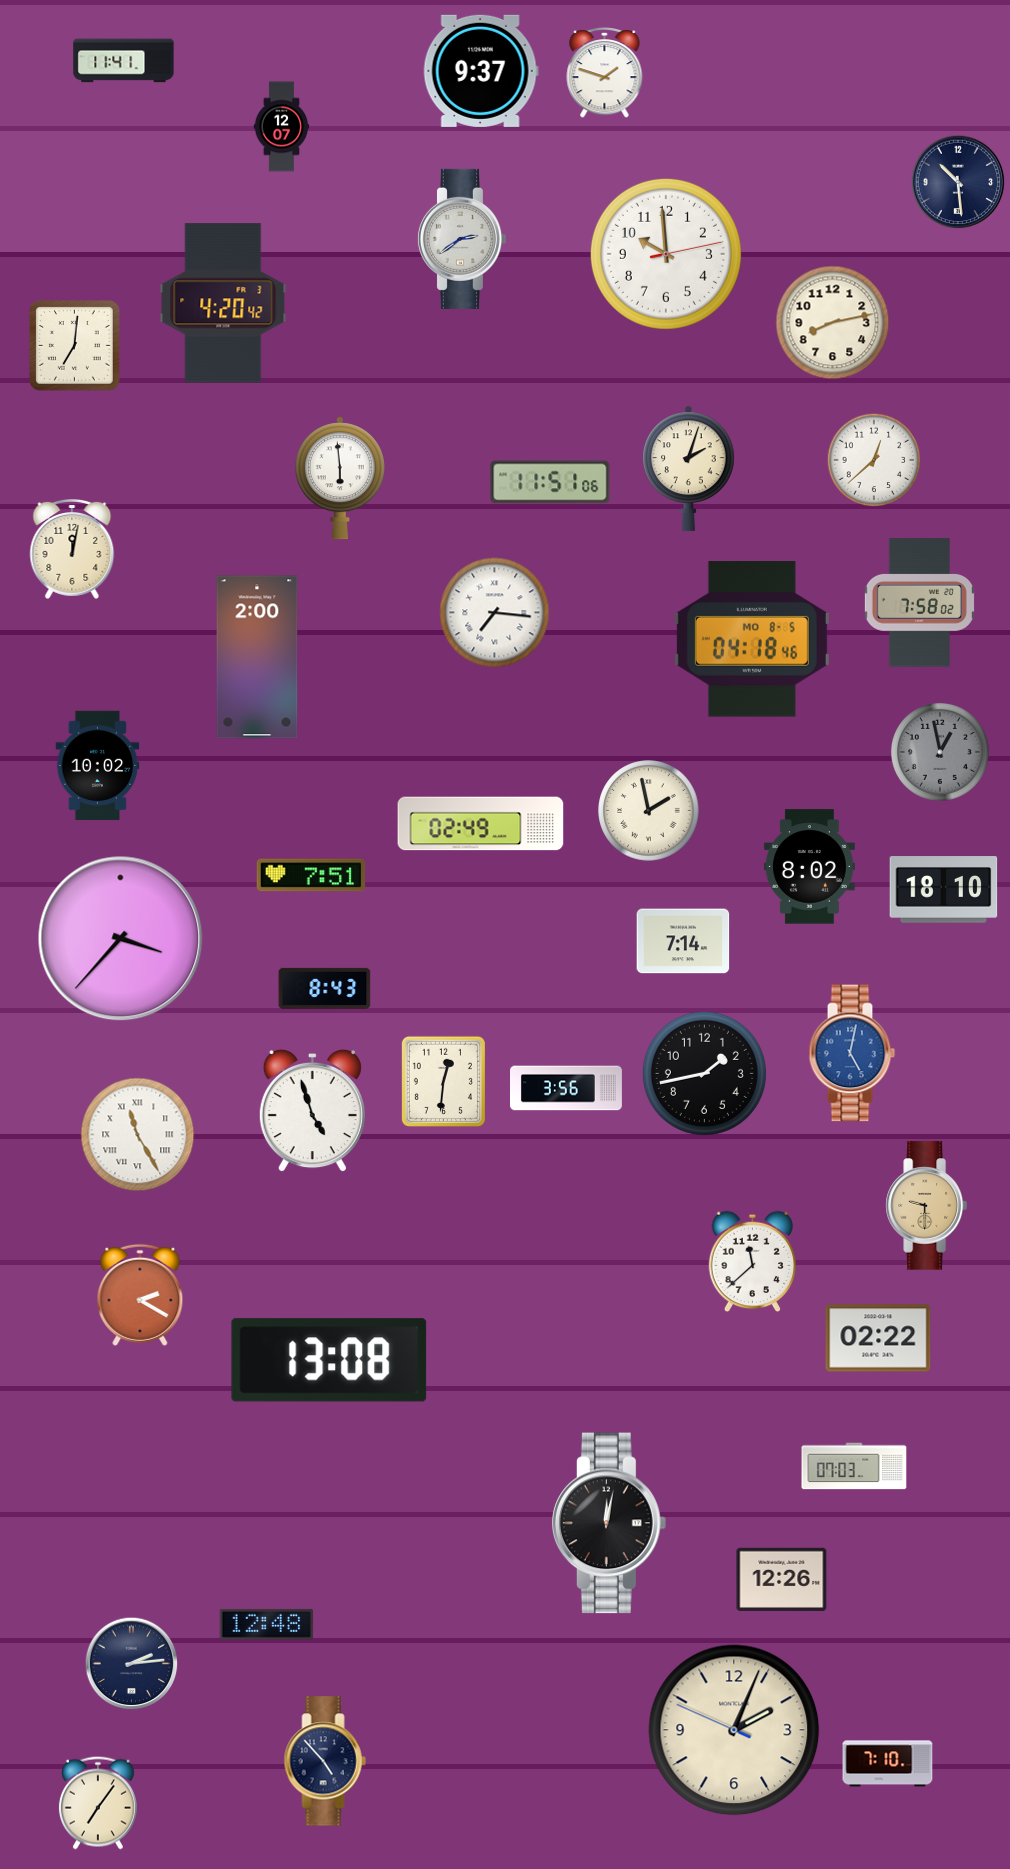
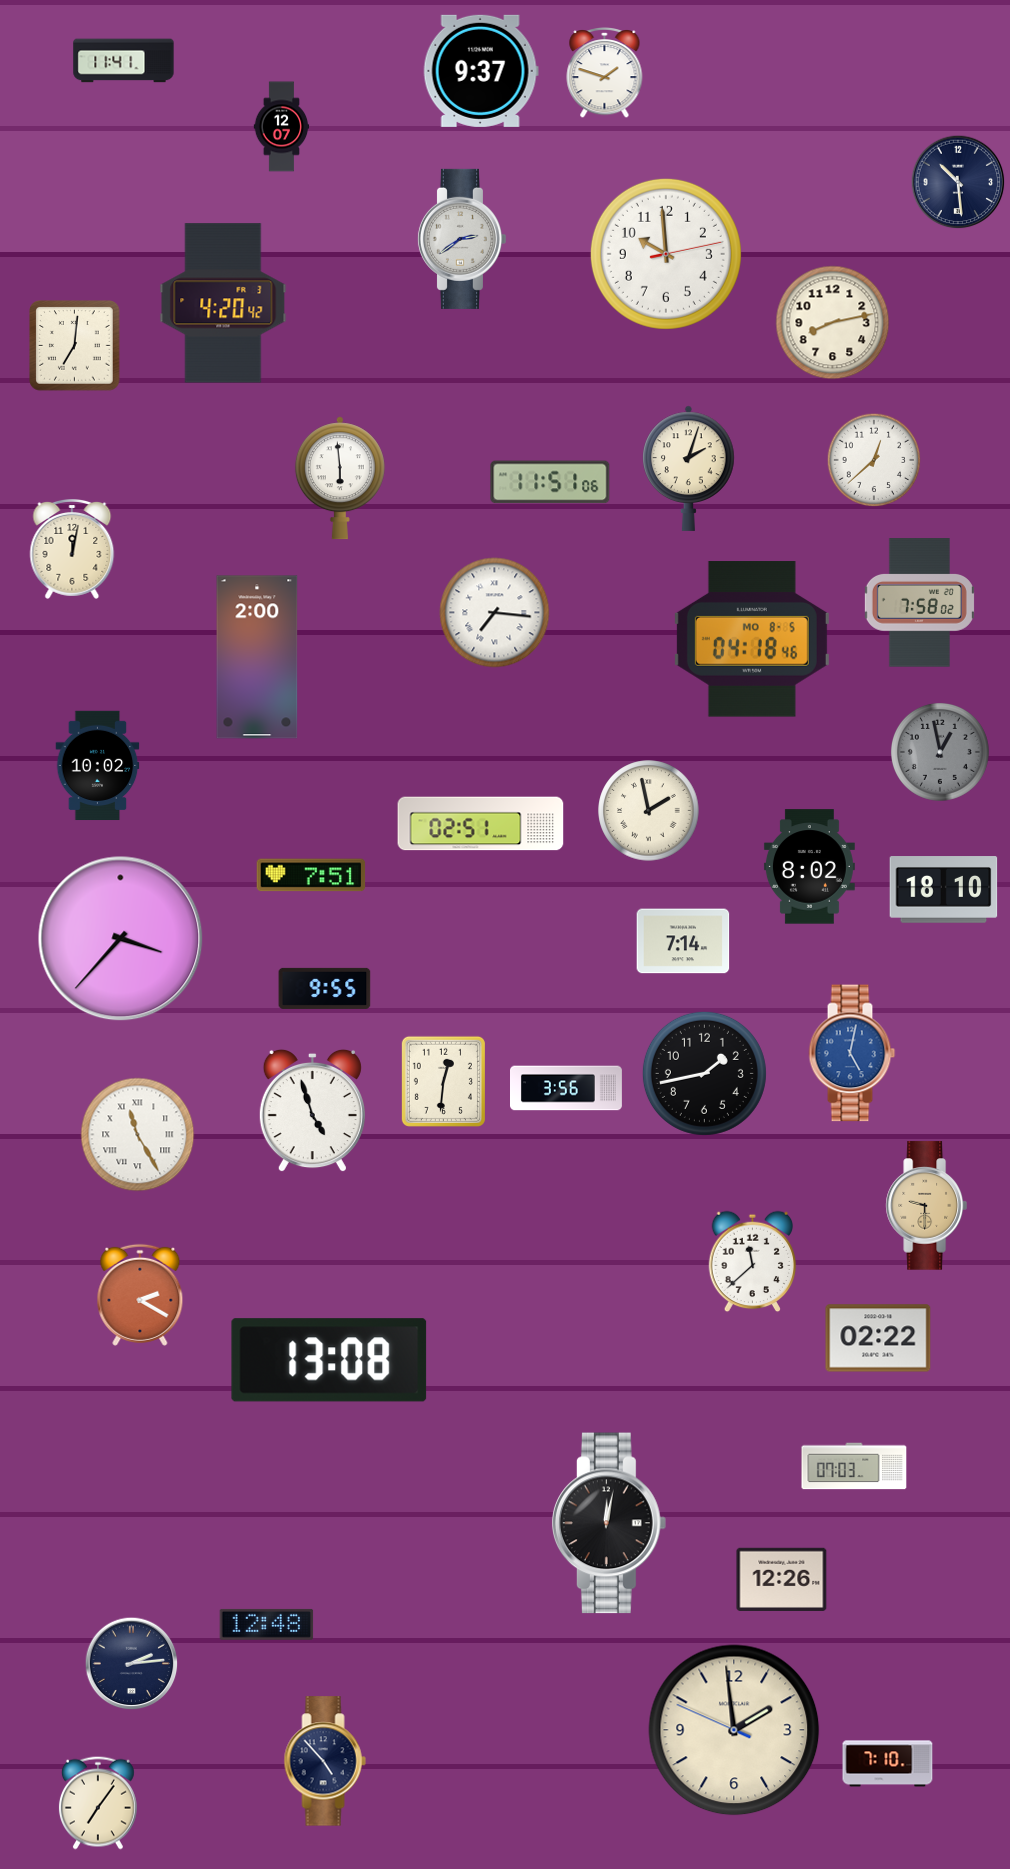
clock at (481, 824): 02:49 -> 02:51
clock at (325, 988): 8:43 -> 9:55
clock at (734, 1730): 2:03 -> 1:58
